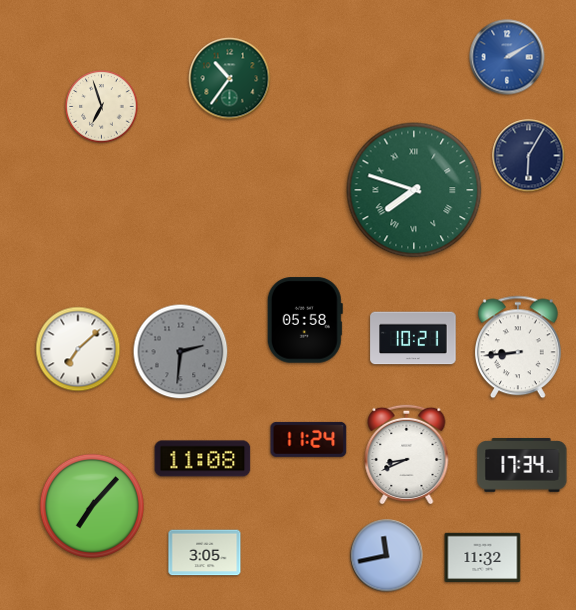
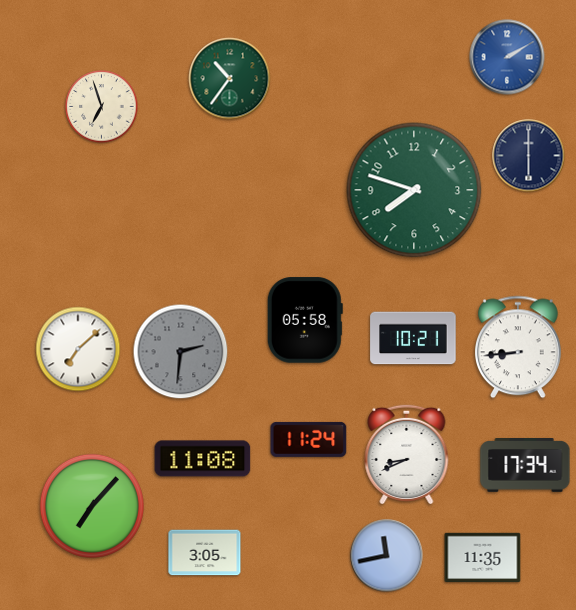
clock at (529, 156): 6:05 -> 6:00
clock at (414, 190) numerals: Roman -> Arabic
clock at (522, 466) position: (522, 466) -> (525, 466)
clock at (483, 558): 11:32 -> 11:35
